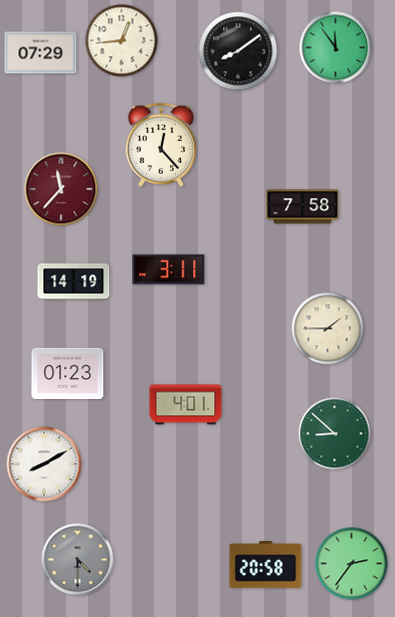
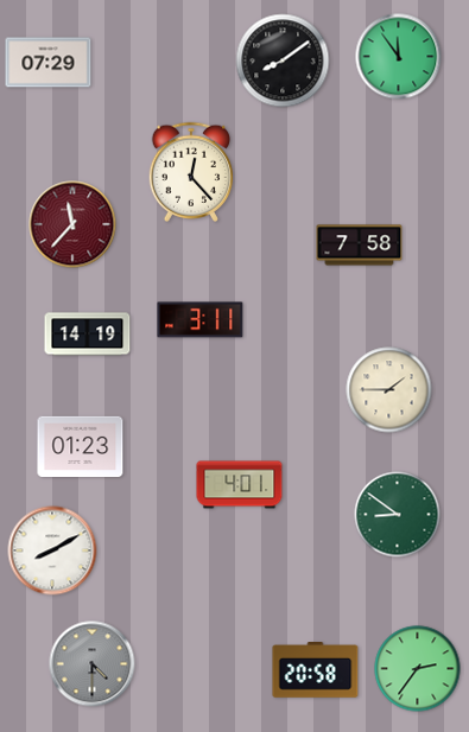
clock at (122, 41): 12:44 -> none
clock at (68, 373) position: (68, 373) -> (81, 446)
clock at (186, 405) position: (186, 405) -> (240, 485)
clock at (335, 434): 8:52 -> 8:51
